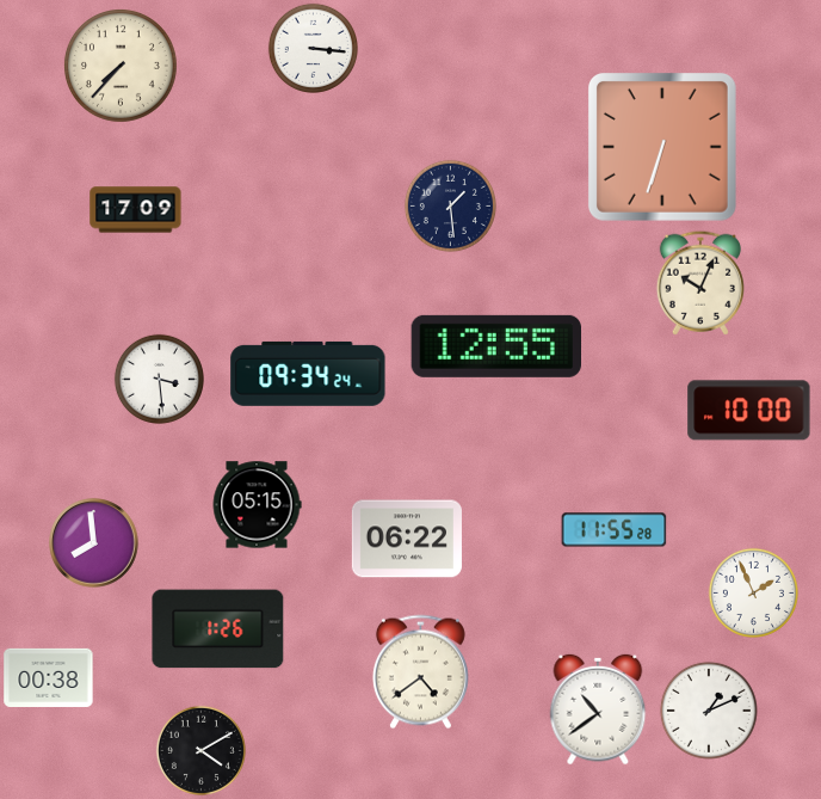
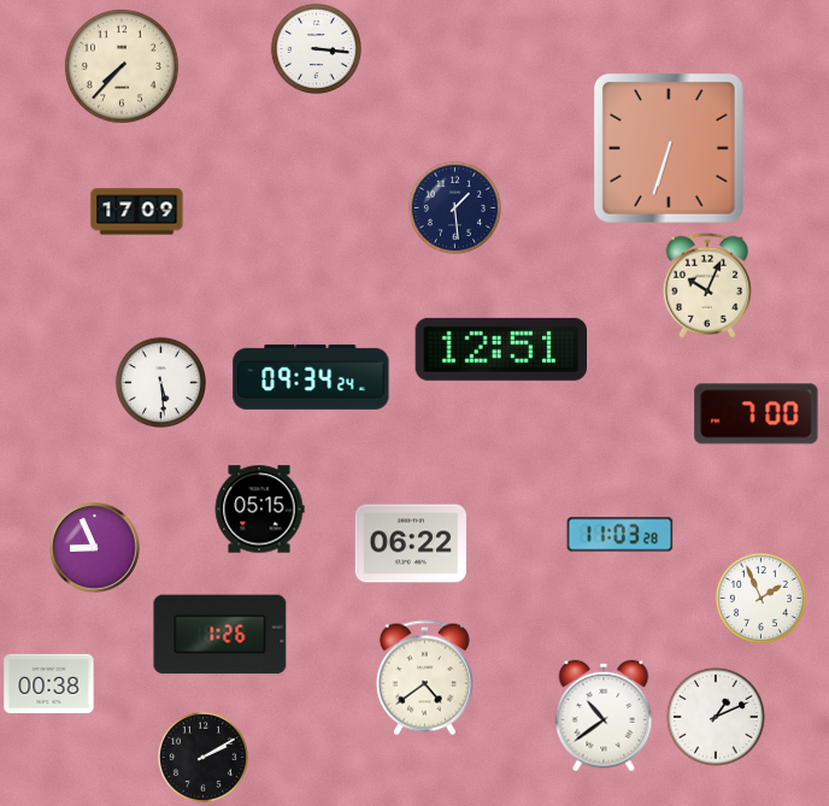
clock at (496, 346): 12:55 -> 12:51
clock at (159, 379): 3:29 -> 5:29
clock at (749, 411): 10:00 -> 7:00
clock at (615, 530): 11:55 -> 11:03
clock at (94, 543): 7:59 -> 8:56
clock at (200, 750): 4:10 -> 2:10
